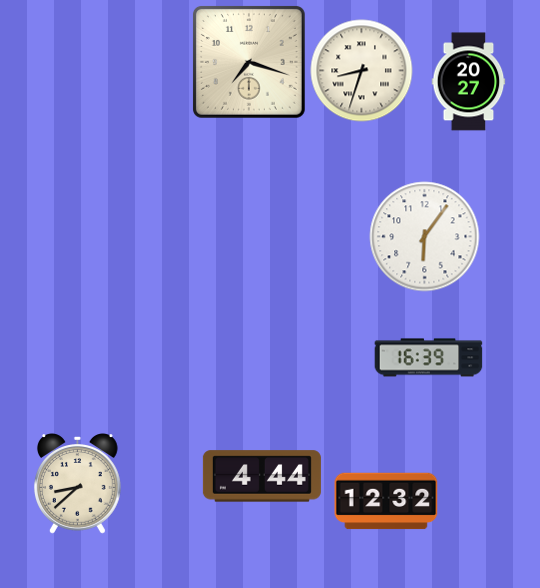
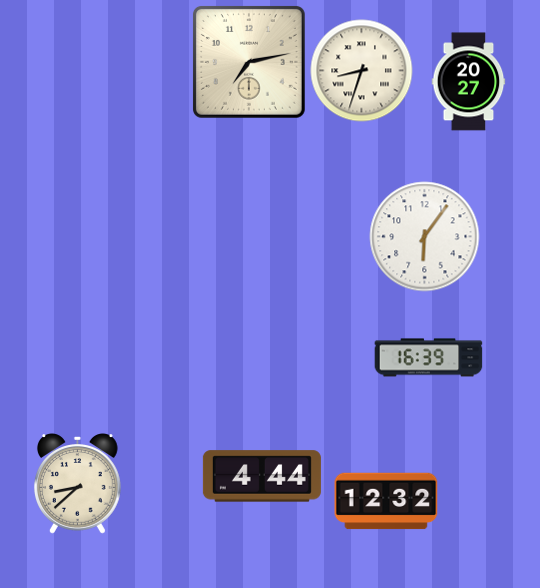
clock at (249, 62): 7:18 -> 7:13
